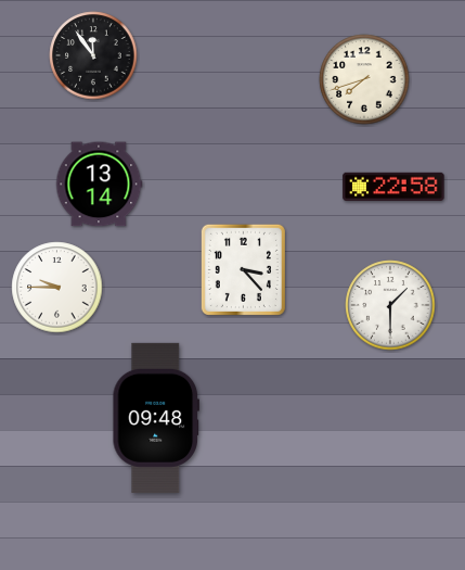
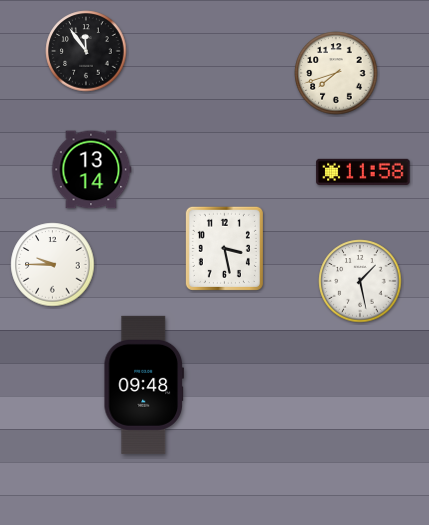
clock at (393, 187): 22:58 -> 11:58
clock at (243, 269): 3:23 -> 3:28
clock at (390, 305): 1:30 -> 1:28
